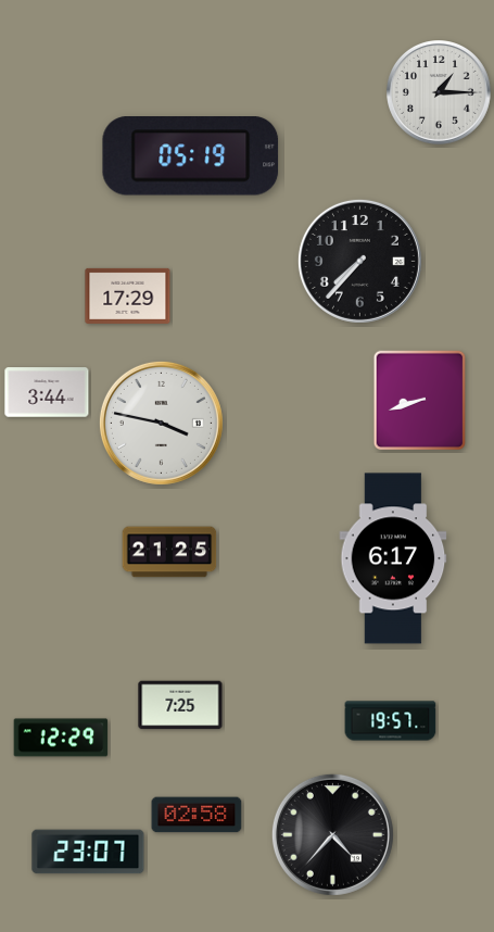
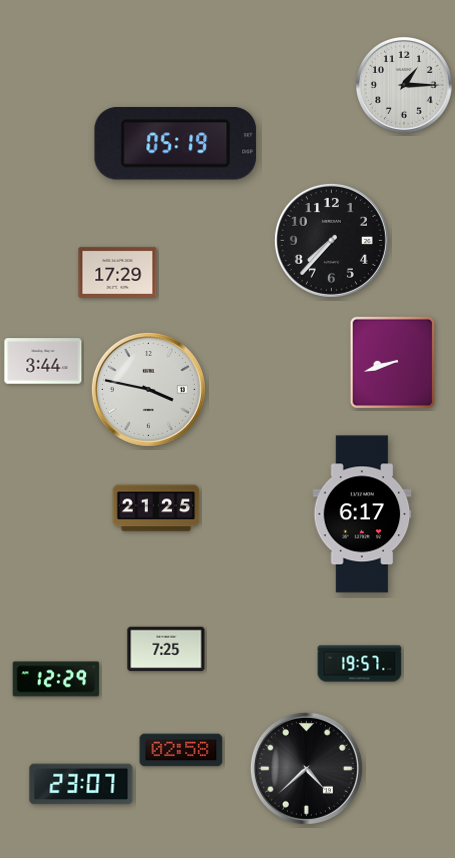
clock at (420, 401) position: (420, 401) -> (393, 363)
clock at (332, 834): 4:37 -> 4:38
